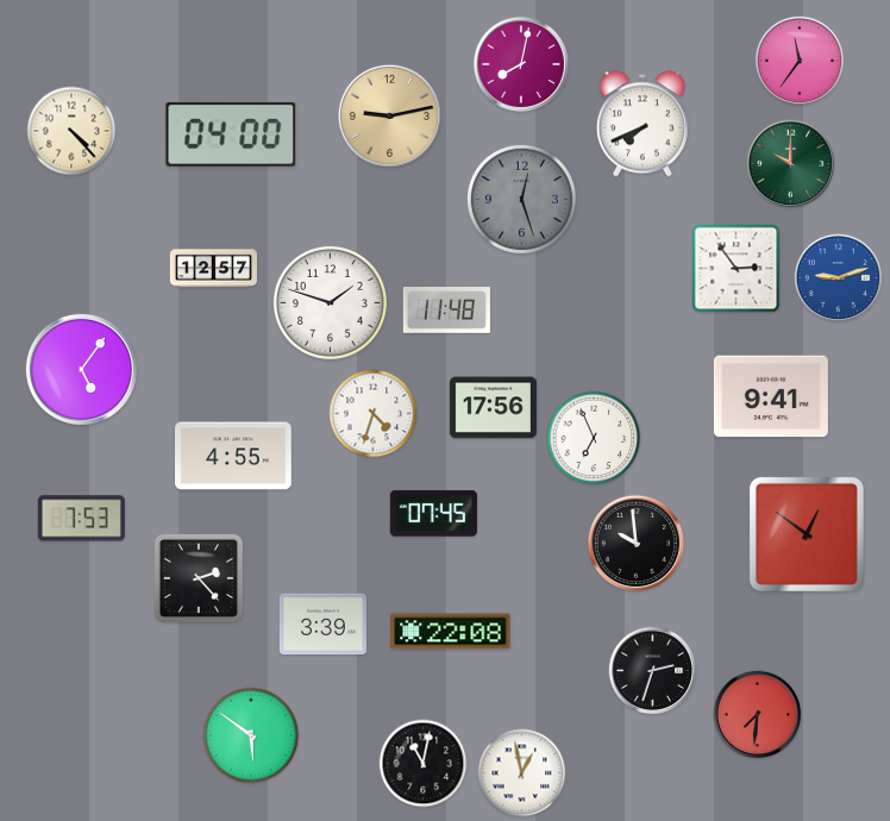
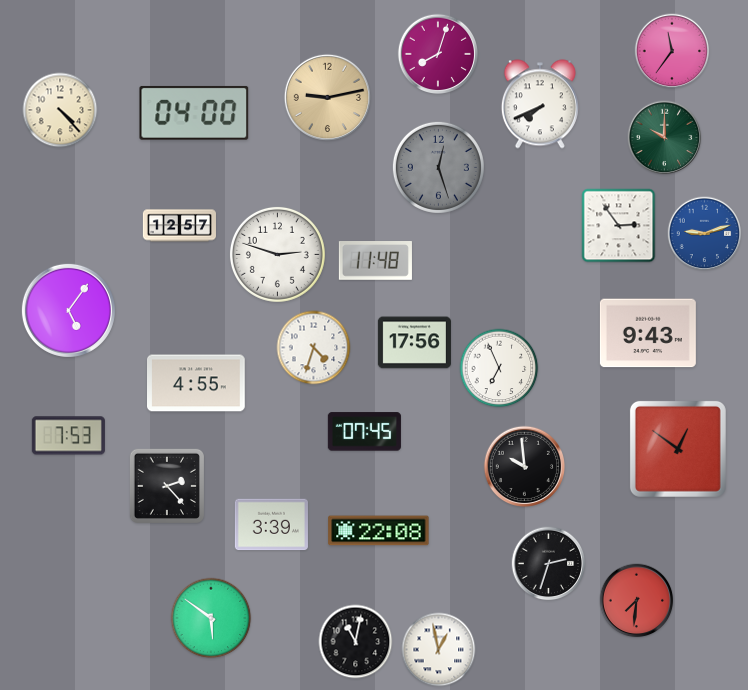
clock at (521, 64): 8:02 -> 8:03
clock at (330, 302): 1:48 -> 2:48
clock at (771, 396): 9:41 -> 9:43
clock at (637, 544) position: (637, 544) -> (525, 467)
